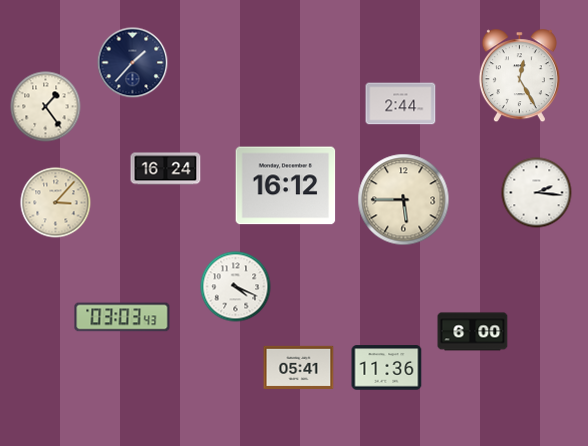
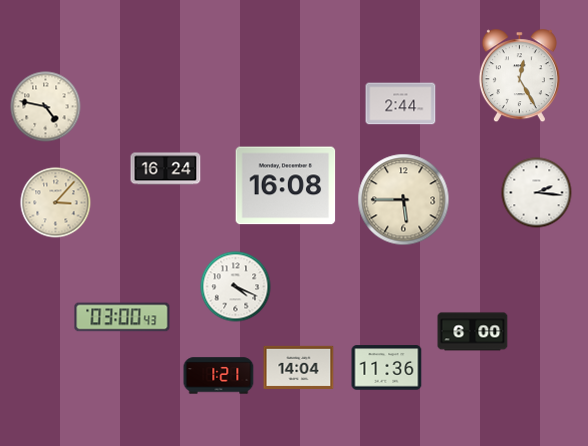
clock at (133, 63): 1:37 -> none
clock at (46, 107): 1:24 -> 4:47
clock at (286, 186): 16:12 -> 16:08
clock at (122, 317): 03:03 -> 03:00
clock at (299, 367): 05:41 -> 14:04
clock at (219, 376): none -> 1:21
